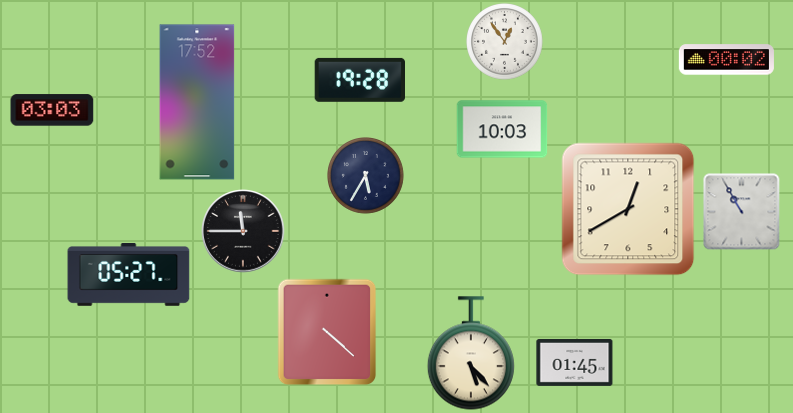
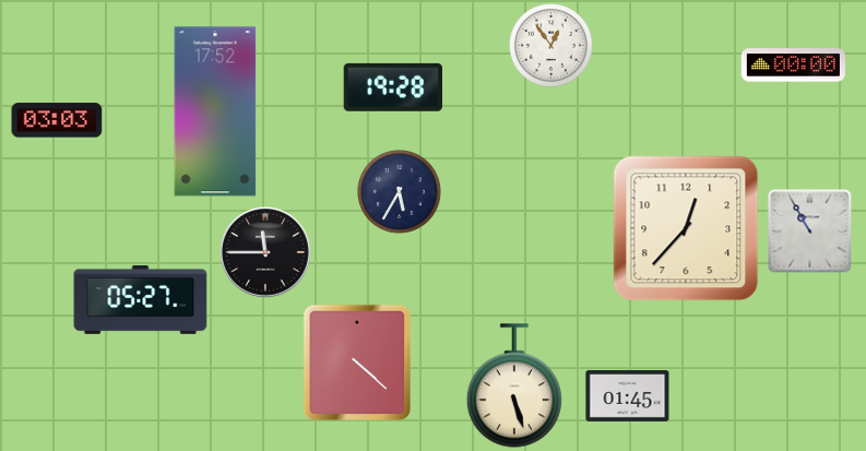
clock at (726, 60): 00:02 -> 00:00
clock at (502, 129): 10:03 -> none
clock at (628, 209): 12:40 -> 12:37
clock at (471, 353): 5:23 -> 5:27
